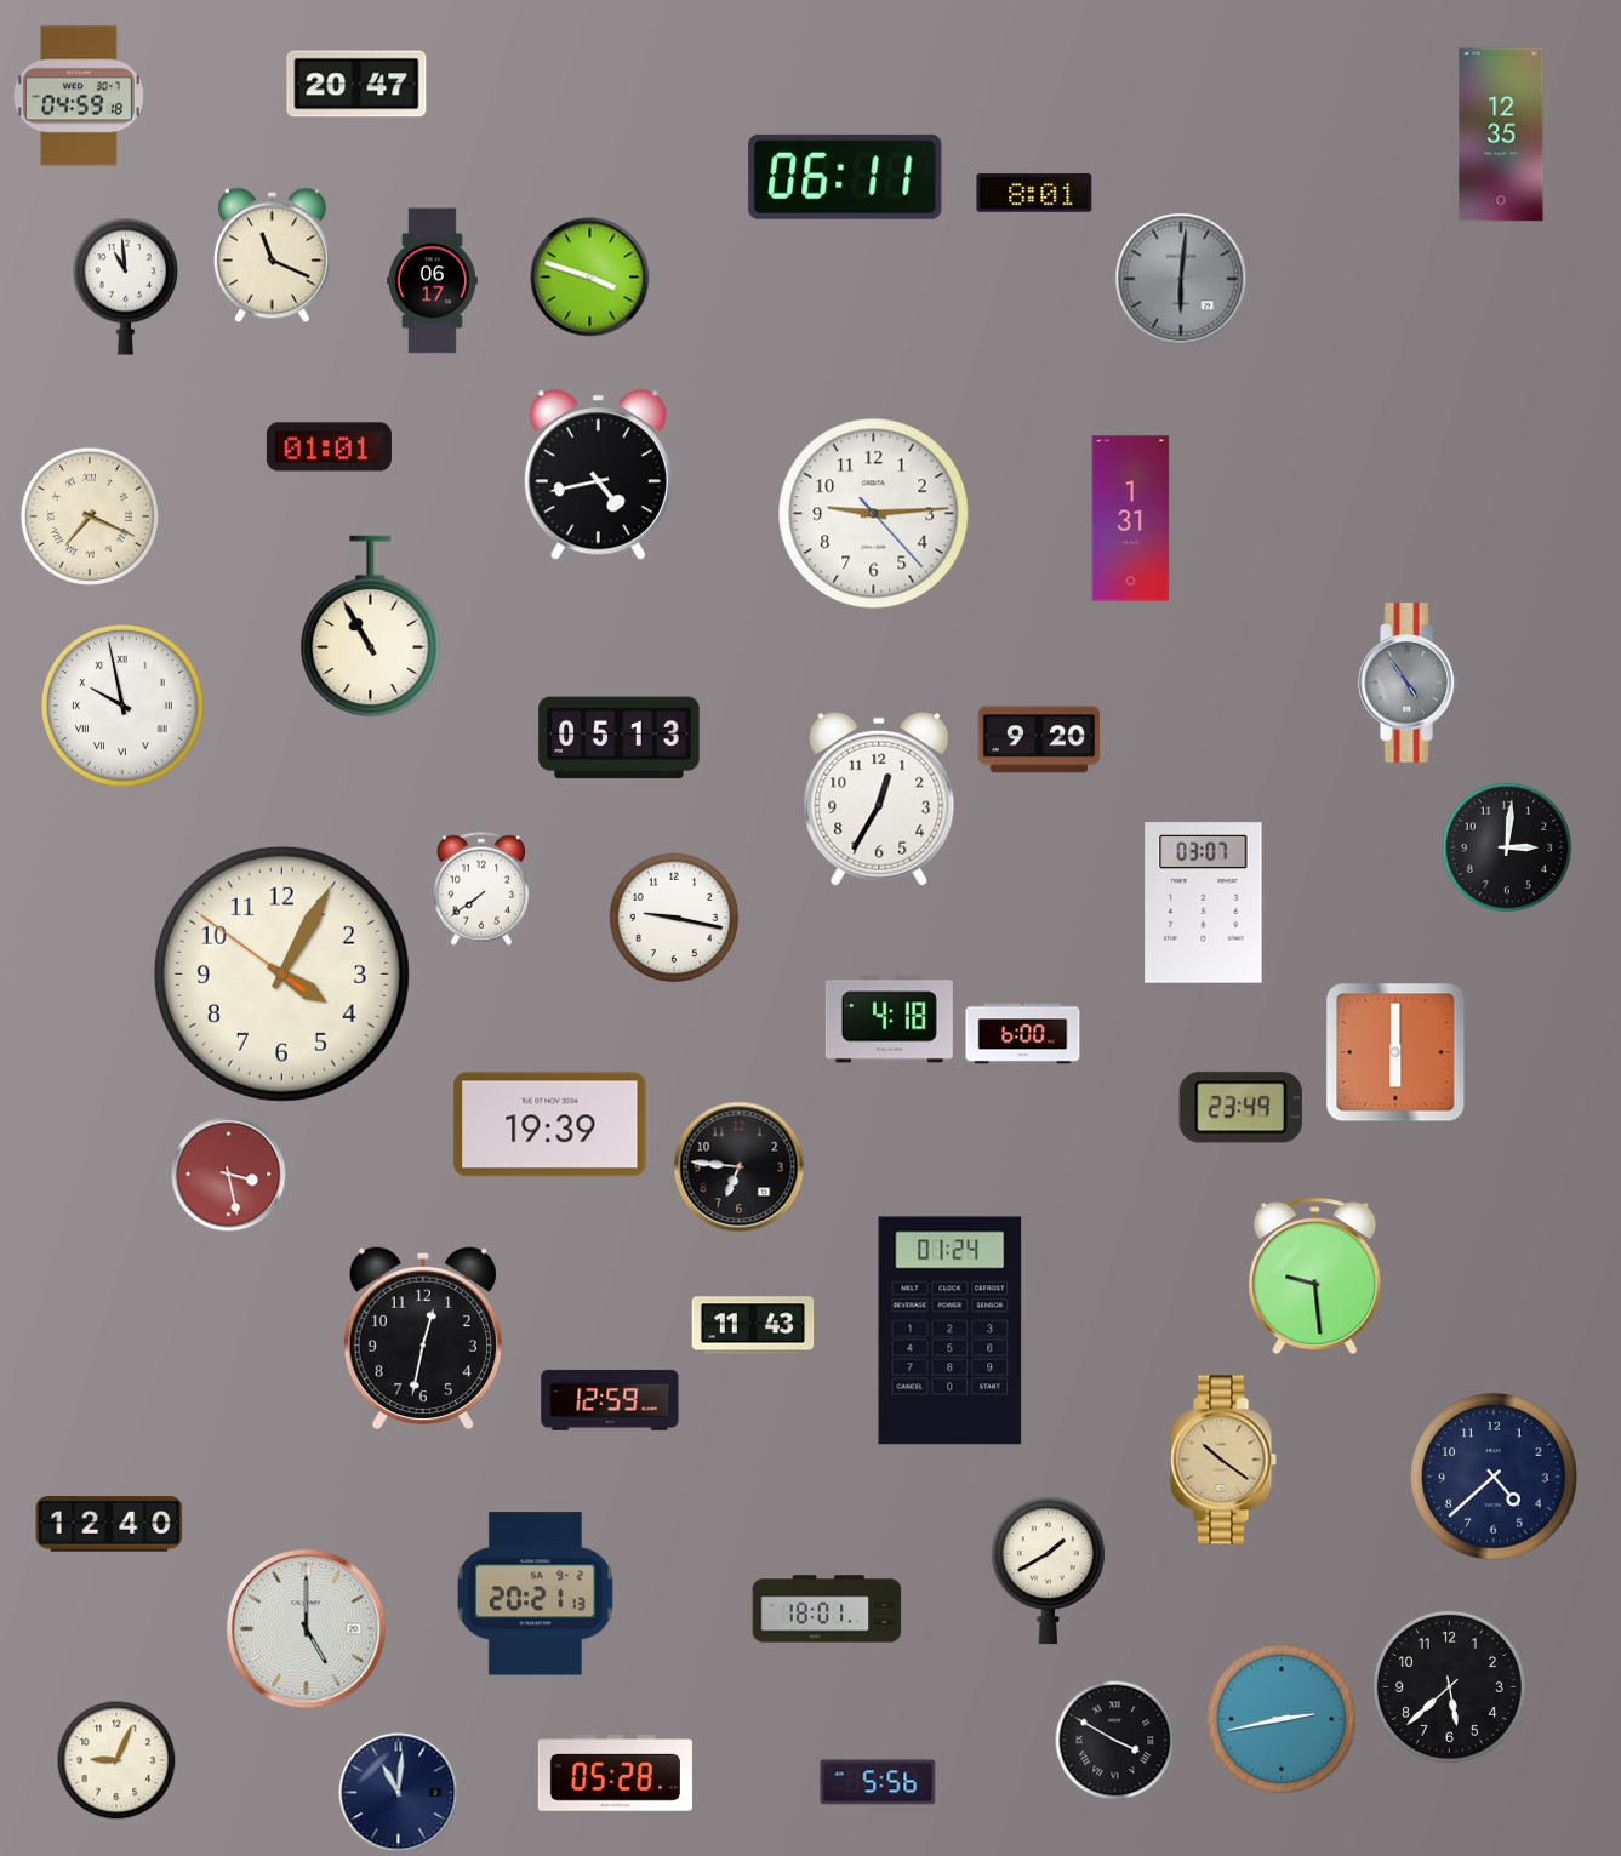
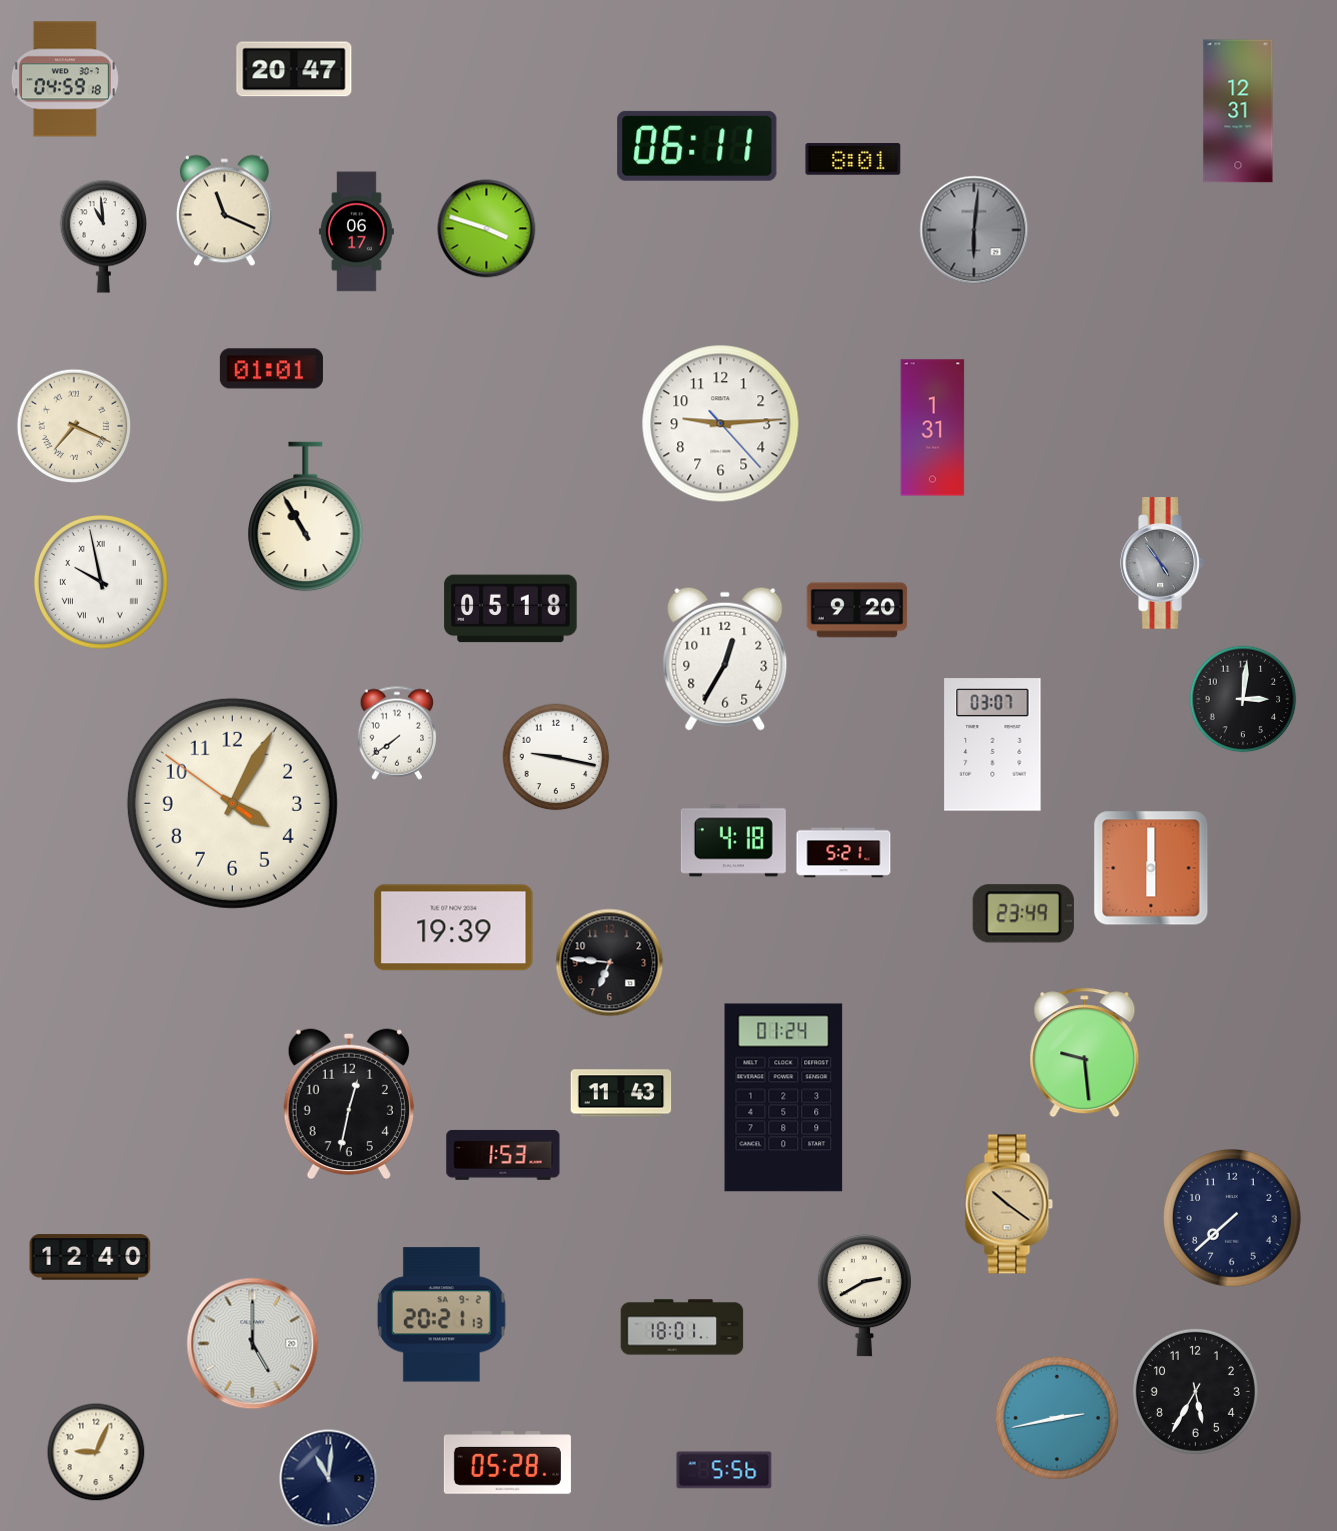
clock at (1501, 135): 12:35 -> 12:31
clock at (598, 475): 4:43 -> none
clock at (620, 738): 05:13 -> 05:18
clock at (1023, 1034): 6:00 -> 5:21
clock at (229, 1175): 3:28 -> none
clock at (610, 1400): 12:59 -> 1:53
clock at (1495, 1478): 4:38 -> 7:38
clock at (1048, 1571): 1:40 -> 2:40
clock at (1449, 1686): 5:38 -> 5:35
clock at (1115, 1741): 3:50 -> none
